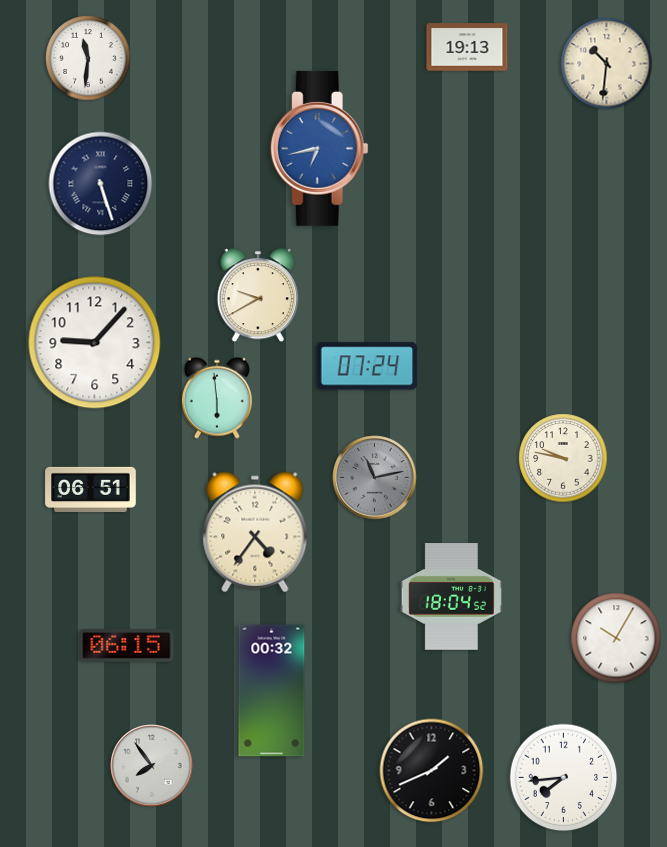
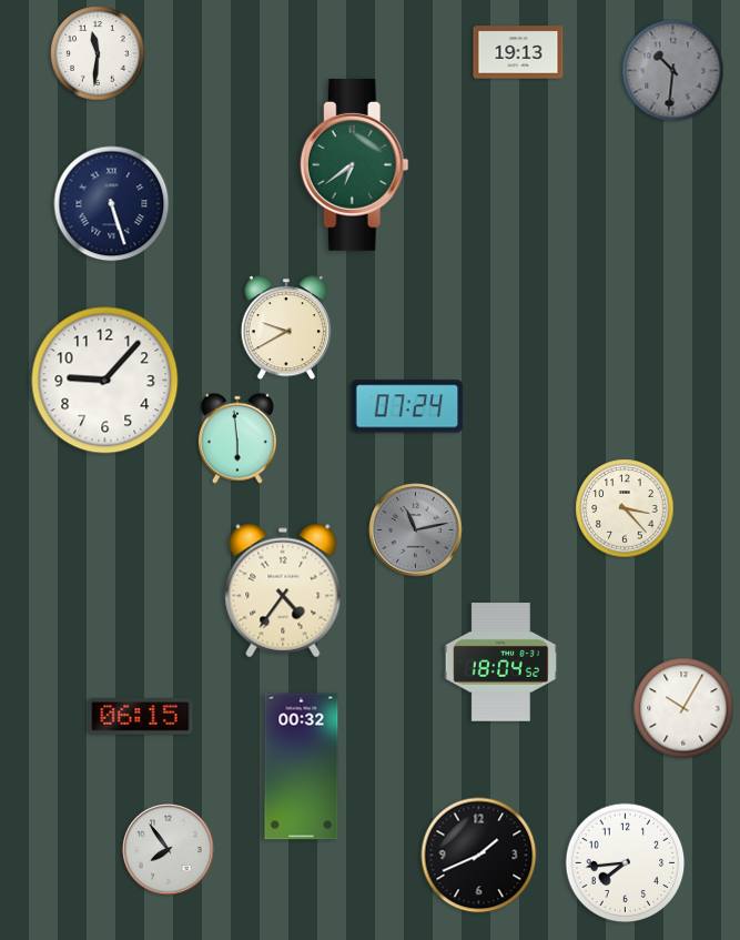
clock at (88, 58) position: (88, 58) -> (98, 53)
clock at (607, 64) dial: cream -> grey
clock at (319, 148): 6:43 -> 6:39
clock at (319, 148) dial: blue -> green
clock at (217, 398) position: (217, 398) -> (237, 438)
clock at (563, 458): 9:47 -> 3:23
clock at (91, 489): 06:51 -> none
